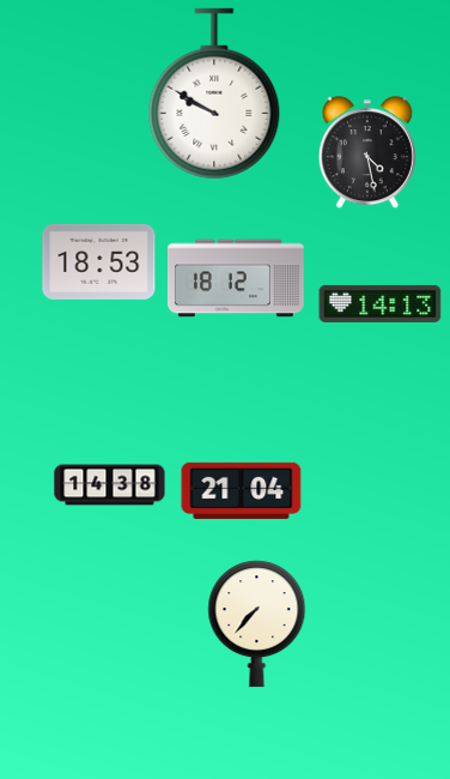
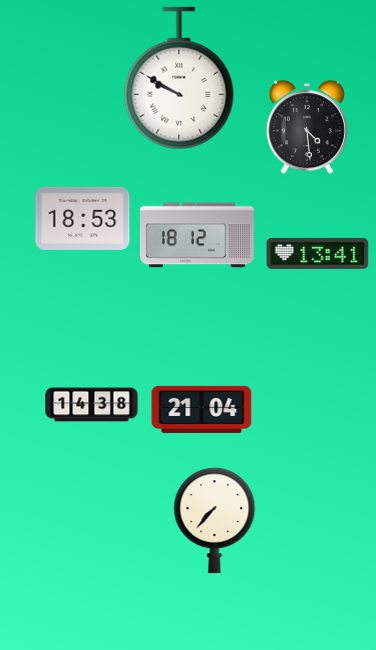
clock at (367, 153): 4:28 -> 4:29
clock at (236, 278) position: (236, 278) -> (197, 235)
clock at (381, 303): 14:13 -> 13:41
